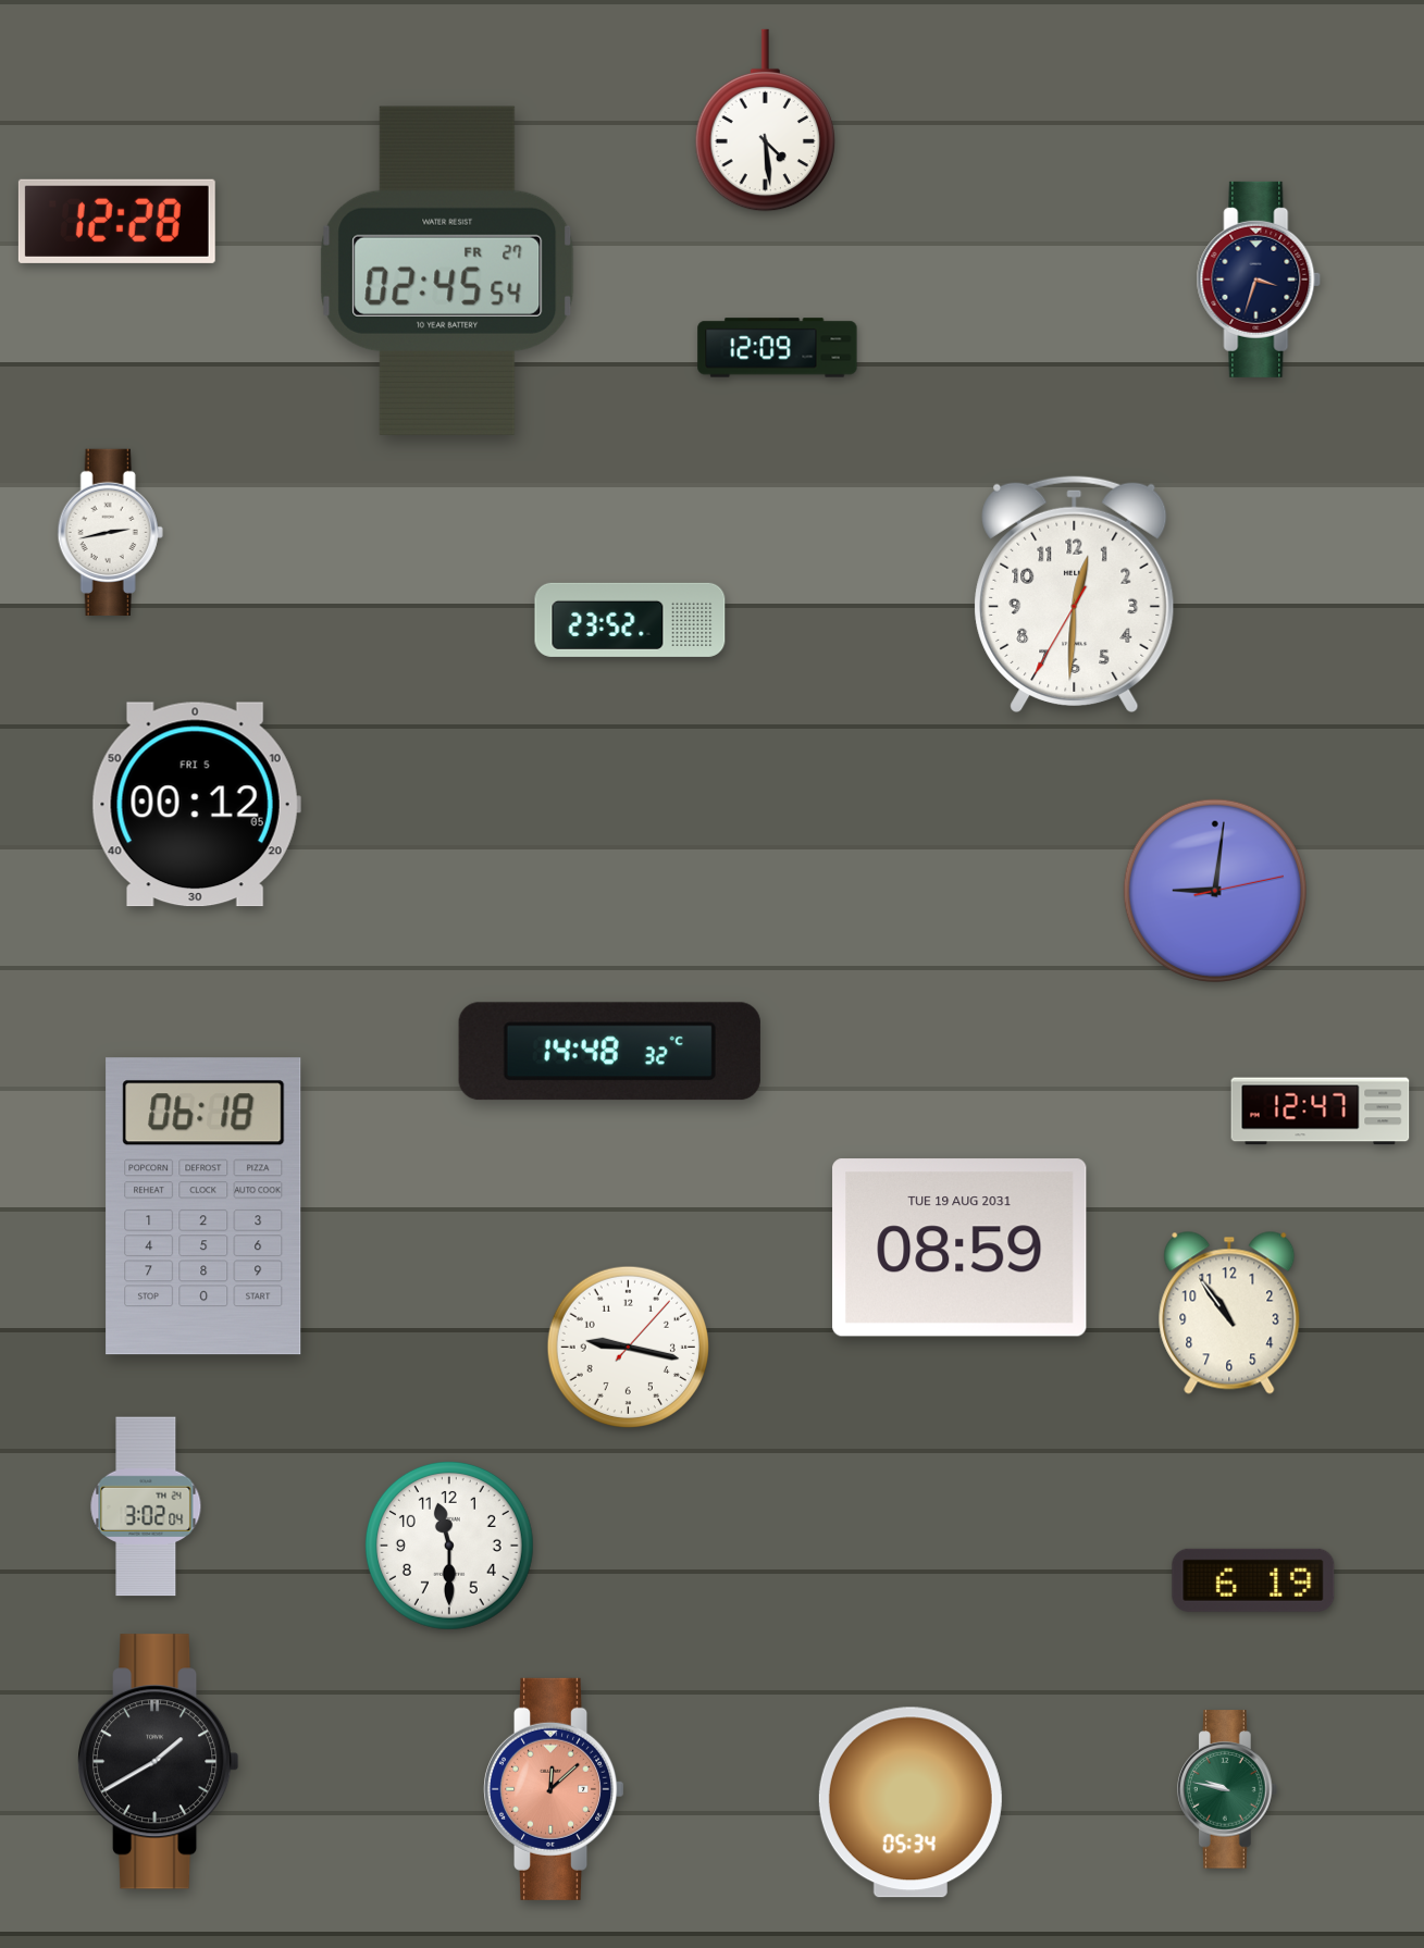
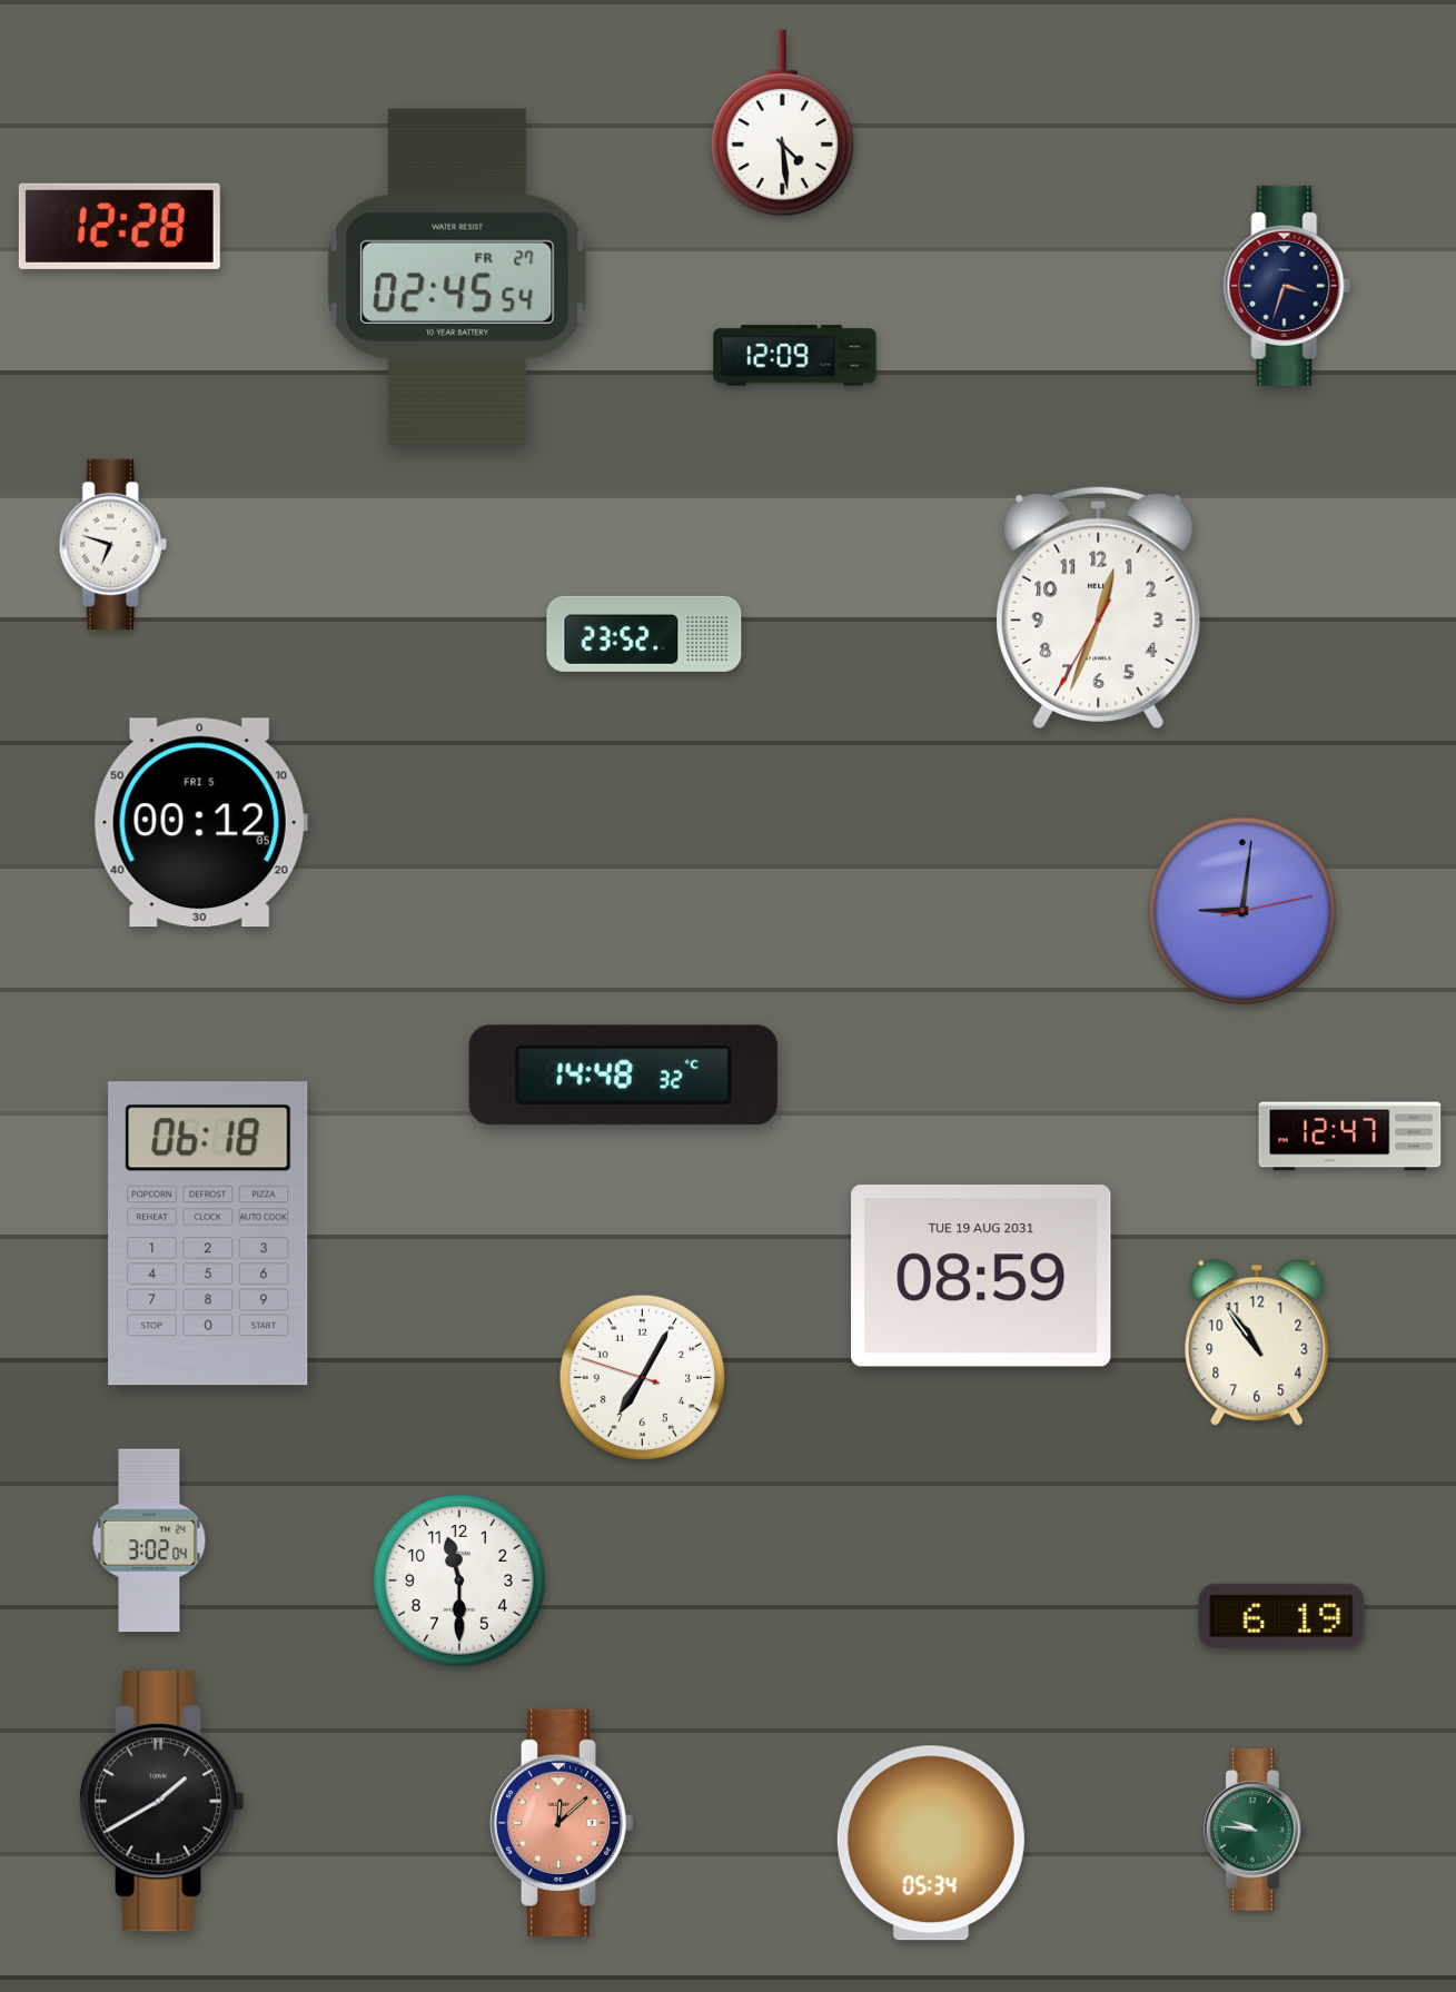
clock at (110, 532): 2:43 -> 6:48
clock at (1075, 594): 12:30 -> 12:33
clock at (628, 1347): 9:17 -> 7:04
clock at (555, 1789) position: (555, 1789) -> (563, 1823)
clock at (1228, 1789): 9:47 -> 9:46
